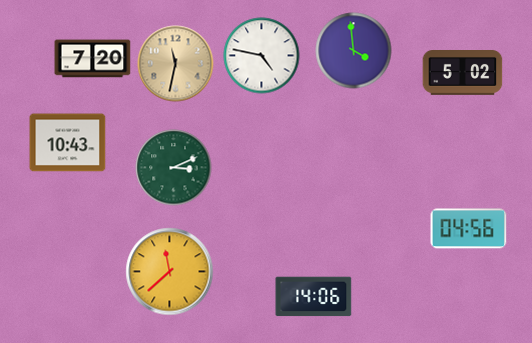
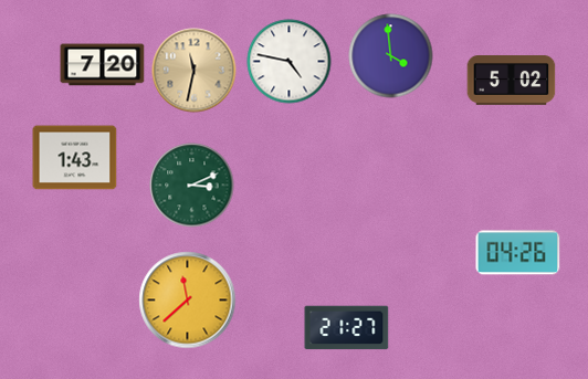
clock at (68, 143): 10:43 -> 1:43
clock at (469, 229): 04:56 -> 04:26
clock at (314, 297): 14:06 -> 21:27
